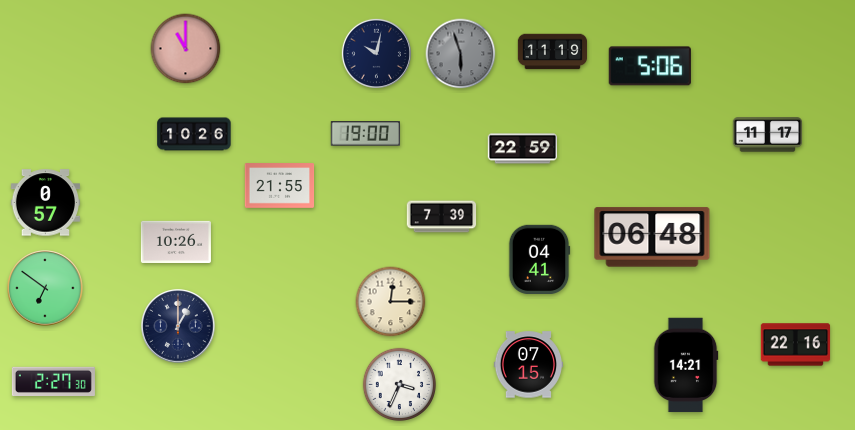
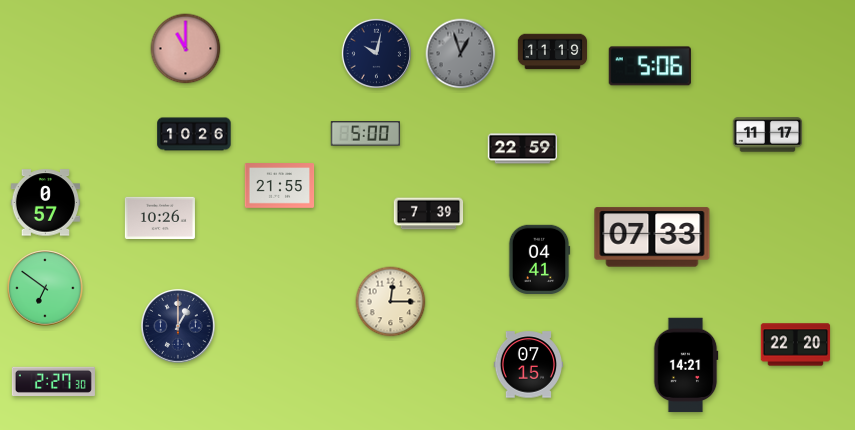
clock at (461, 54): 5:57 -> 12:57
clock at (365, 134): 19:00 -> 5:00
clock at (442, 217) position: (442, 217) -> (429, 214)
clock at (652, 237): 06:48 -> 07:33
clock at (176, 241) position: (176, 241) -> (160, 217)
clock at (796, 345): 22:16 -> 22:20
clock at (400, 385): 3:34 -> none
